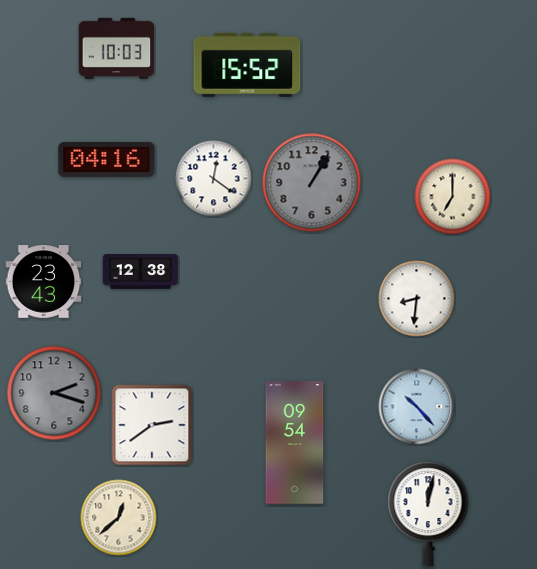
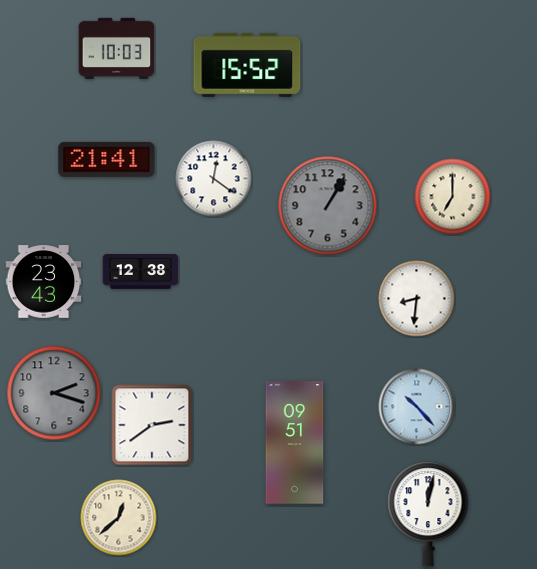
clock at (107, 159): 04:16 -> 21:41
clock at (312, 183) position: (312, 183) -> (328, 206)
clock at (295, 443): 09:54 -> 09:51
